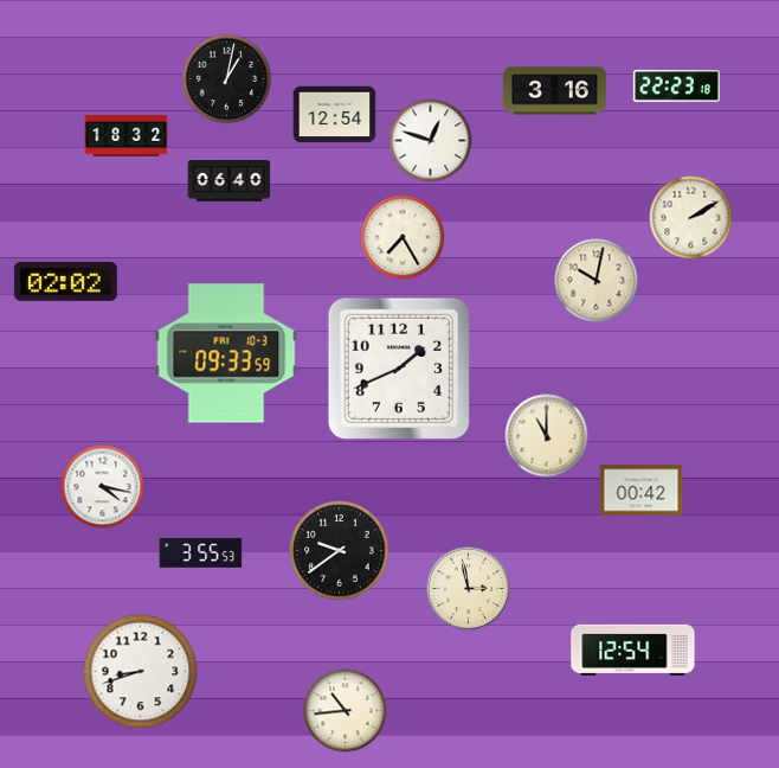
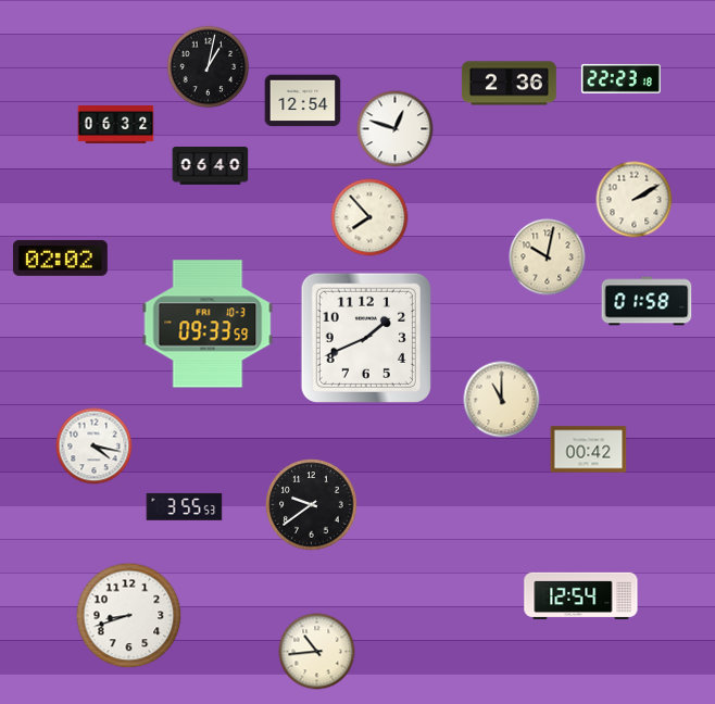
clock at (227, 79) position: (227, 79) -> (209, 67)
clock at (554, 91): 3:16 -> 2:36
clock at (335, 115) position: (335, 115) -> (303, 101)
clock at (127, 136): 18:32 -> 06:32
clock at (403, 237): 7:25 -> 7:53
clock at (647, 301): none -> 01:58
clock at (469, 589): 2:58 -> none
